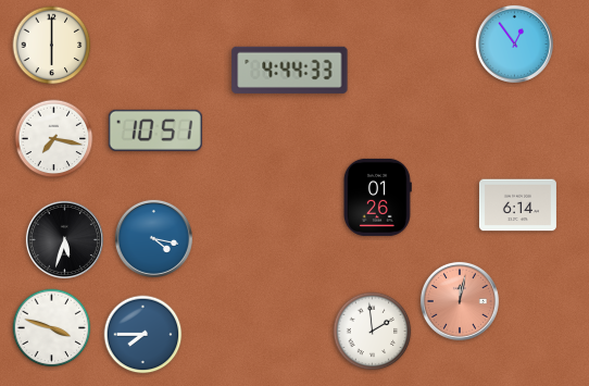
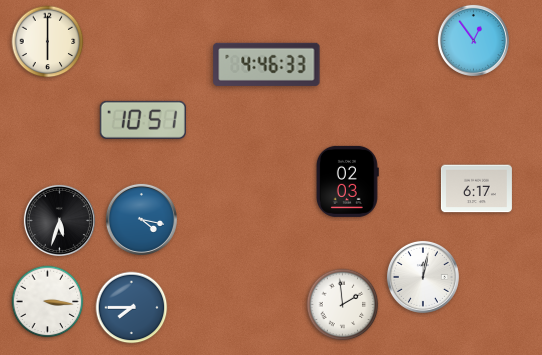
clock at (290, 70): 4:44 -> 4:46
clock at (54, 139): 7:17 -> none
clock at (377, 197): 01:26 -> 02:03
clock at (517, 206): 6:14 -> 6:17
clock at (460, 301) dial: salmon -> white
clock at (52, 328): 3:48 -> 3:16
